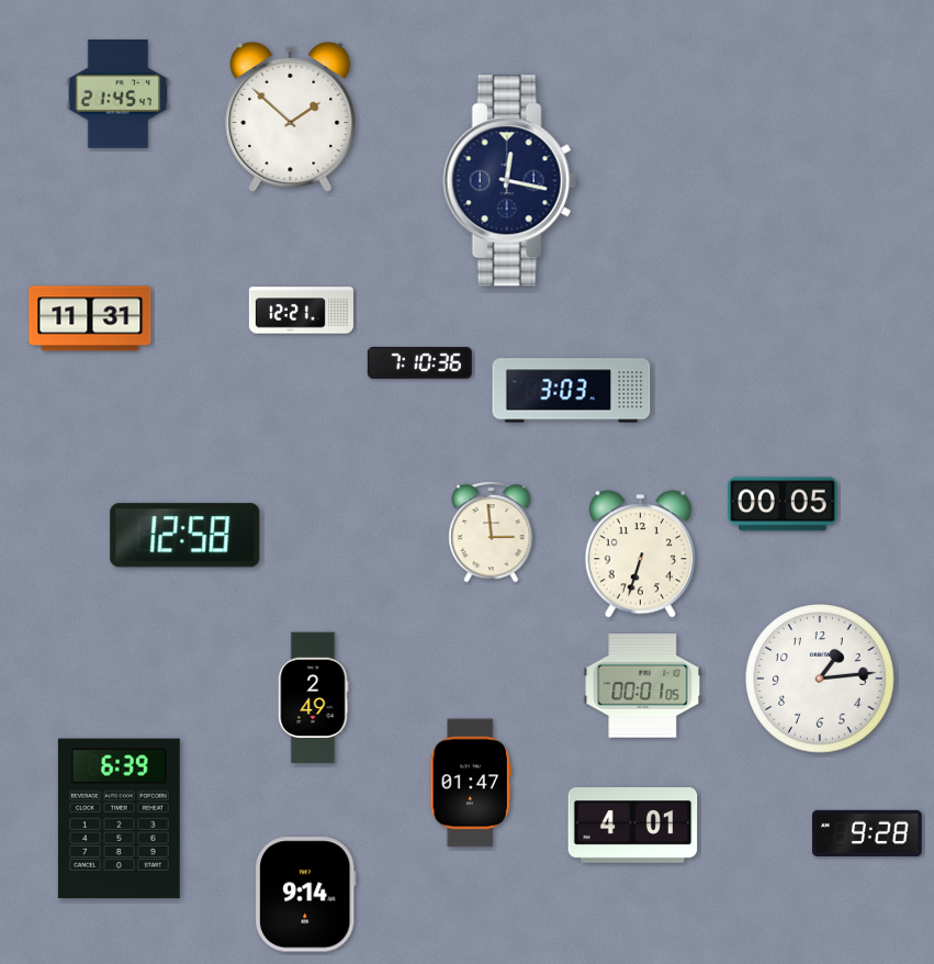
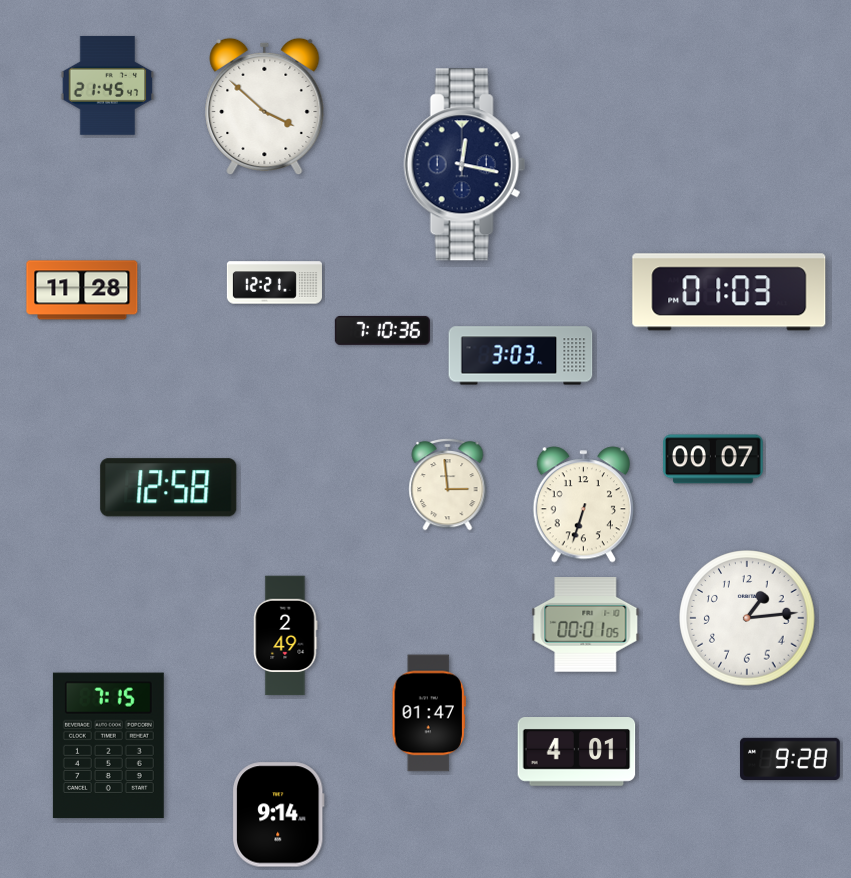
clock at (291, 117): 1:52 -> 3:52
clock at (90, 318): 11:31 -> 11:28
clock at (729, 292): none -> 01:03
clock at (784, 504): 00:05 -> 00:07
clock at (119, 819): 6:39 -> 7:15
